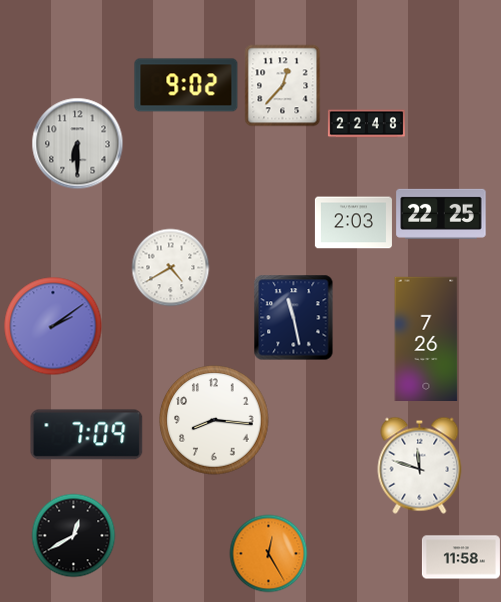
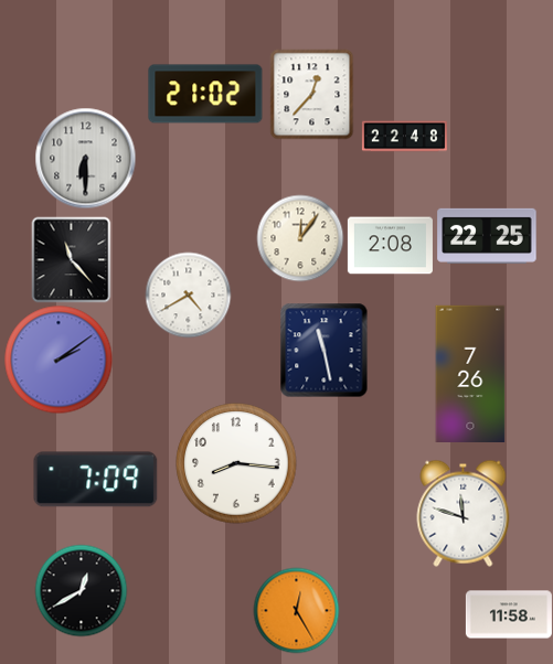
clock at (186, 85): 9:02 -> 21:02
clock at (300, 238): none -> 12:06
clock at (353, 223): 2:03 -> 2:08
clock at (72, 259): none -> 11:23
